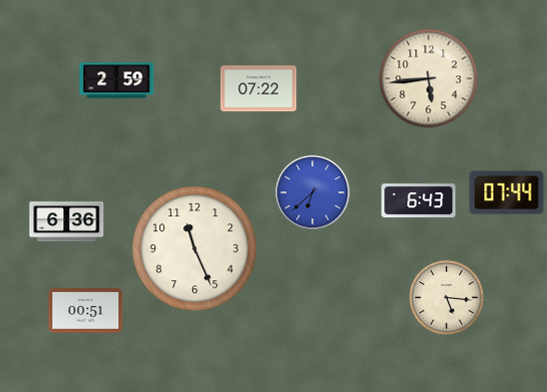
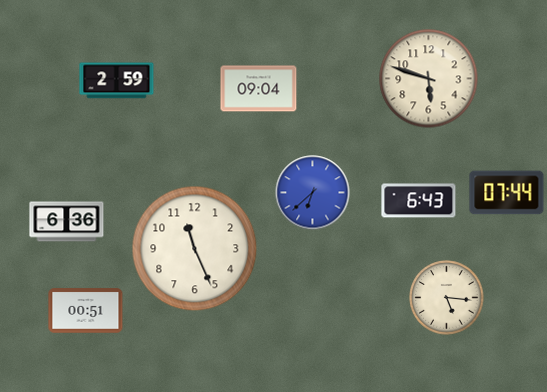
clock at (429, 79): 5:44 -> 5:48
clock at (259, 89): 07:22 -> 09:04
